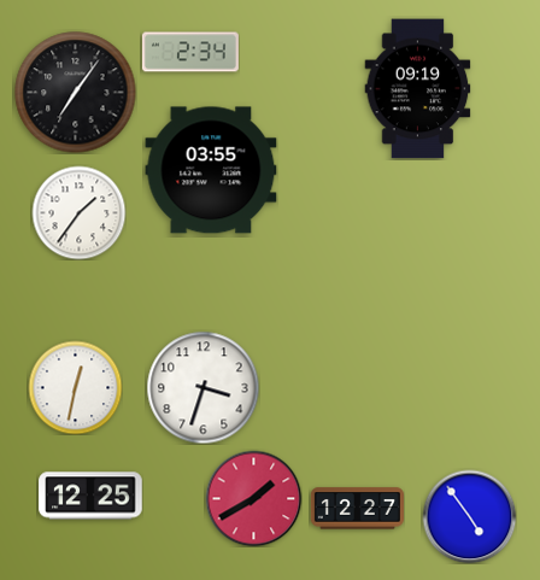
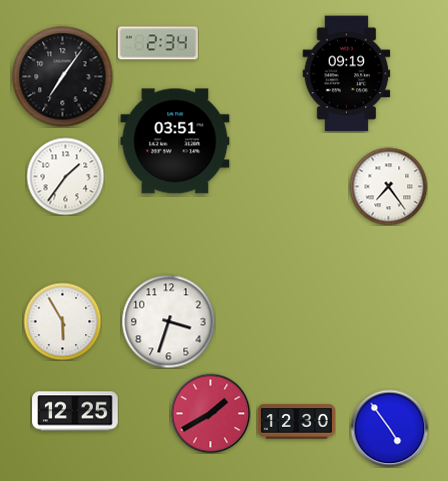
clock at (211, 170): 03:55 -> 03:51
clock at (388, 186): none -> 7:24
clock at (75, 387): 12:32 -> 5:55
clock at (357, 509): 12:27 -> 12:30
